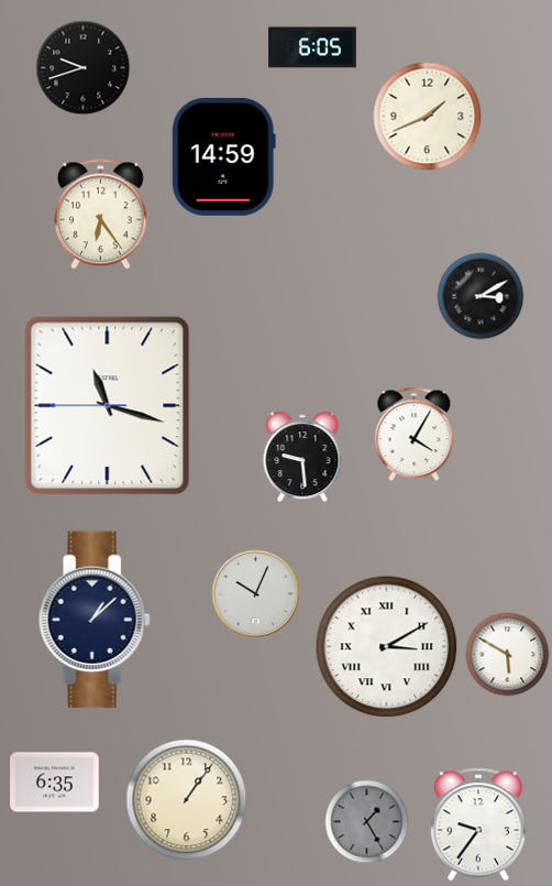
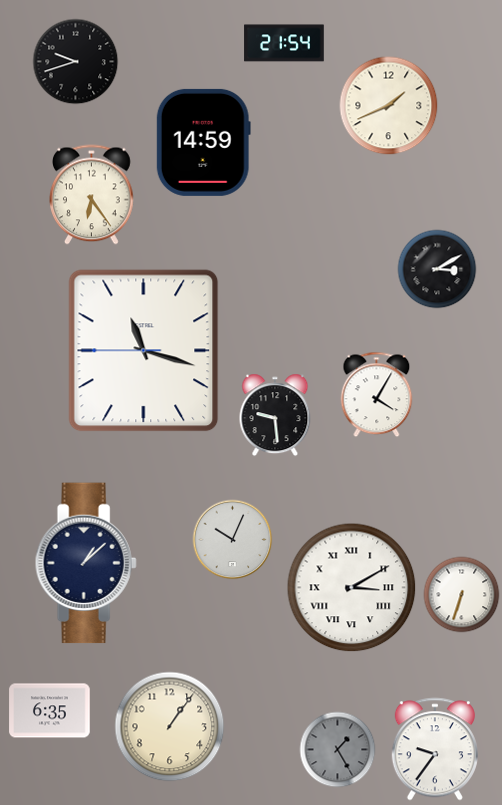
clock at (312, 47): 6:05 -> 21:54
clock at (108, 406) position: (108, 406) -> (144, 351)
clock at (508, 655): 5:50 -> 6:33
clock at (367, 822) position: (367, 822) -> (338, 750)
